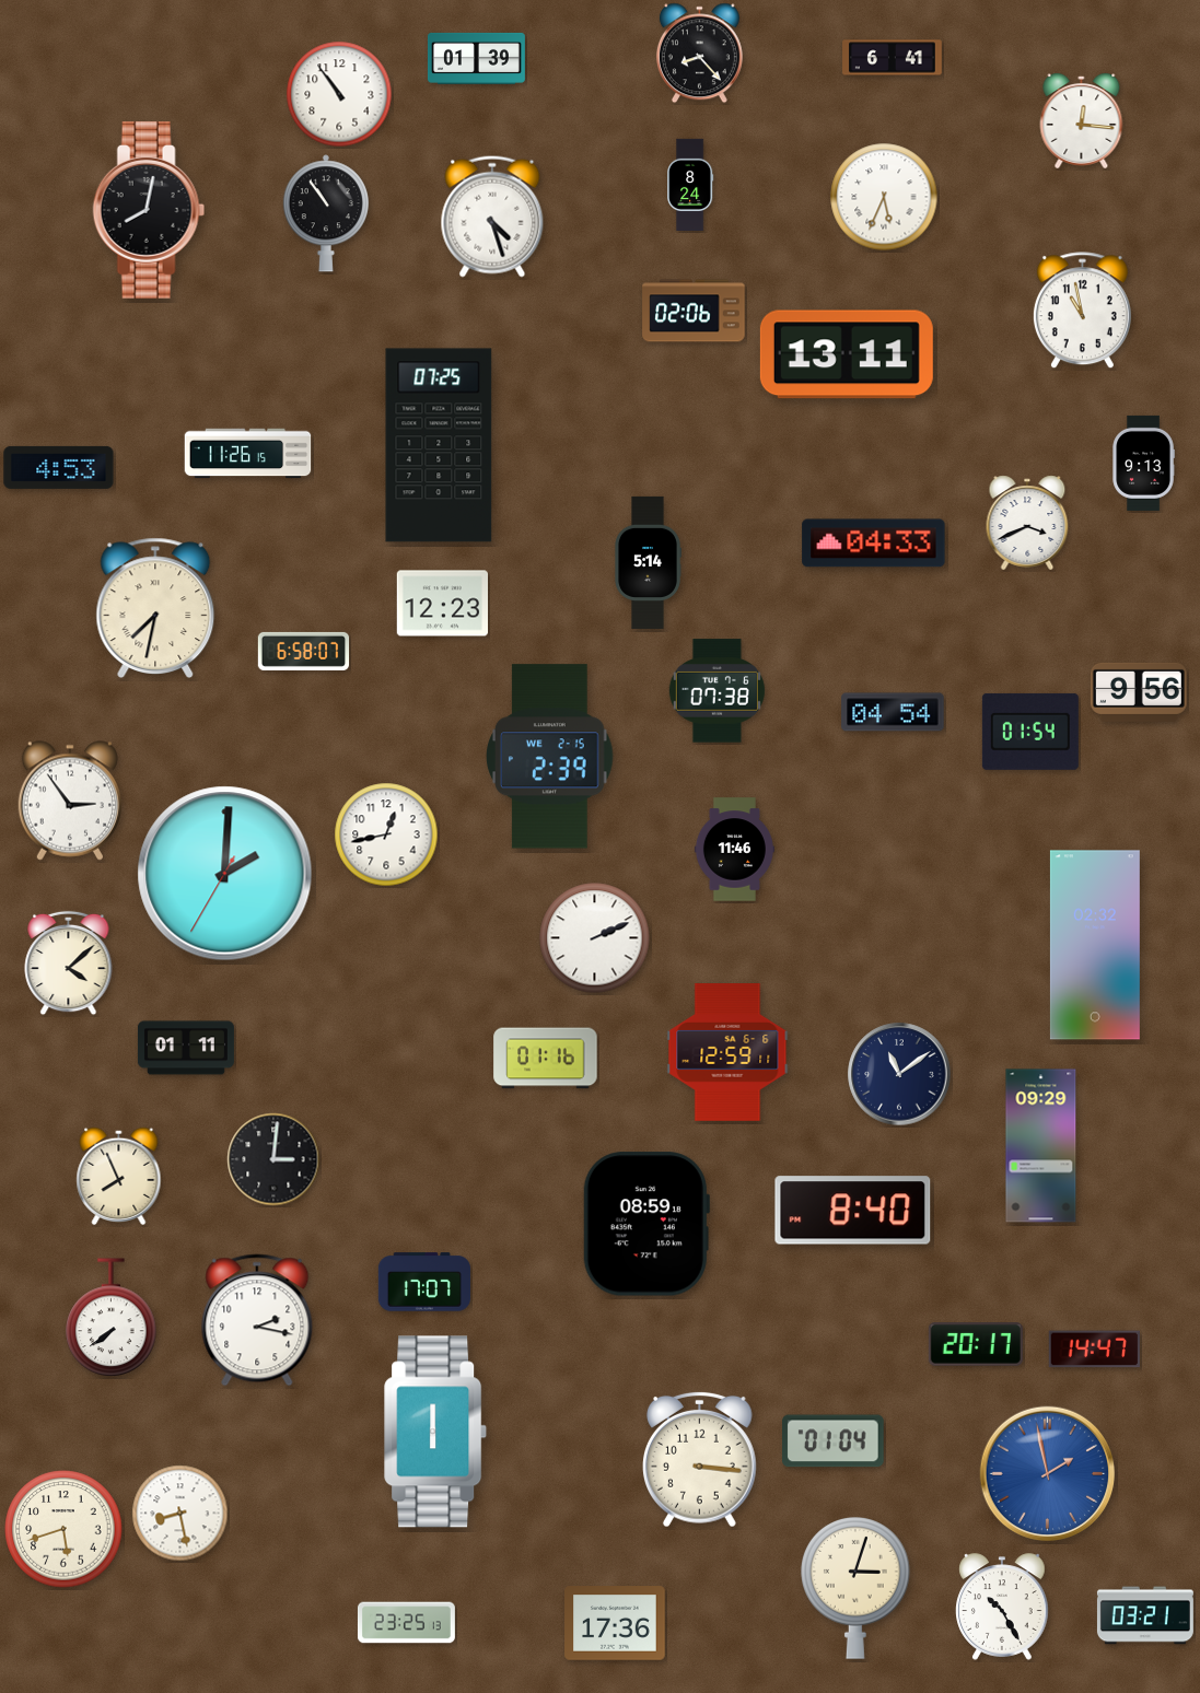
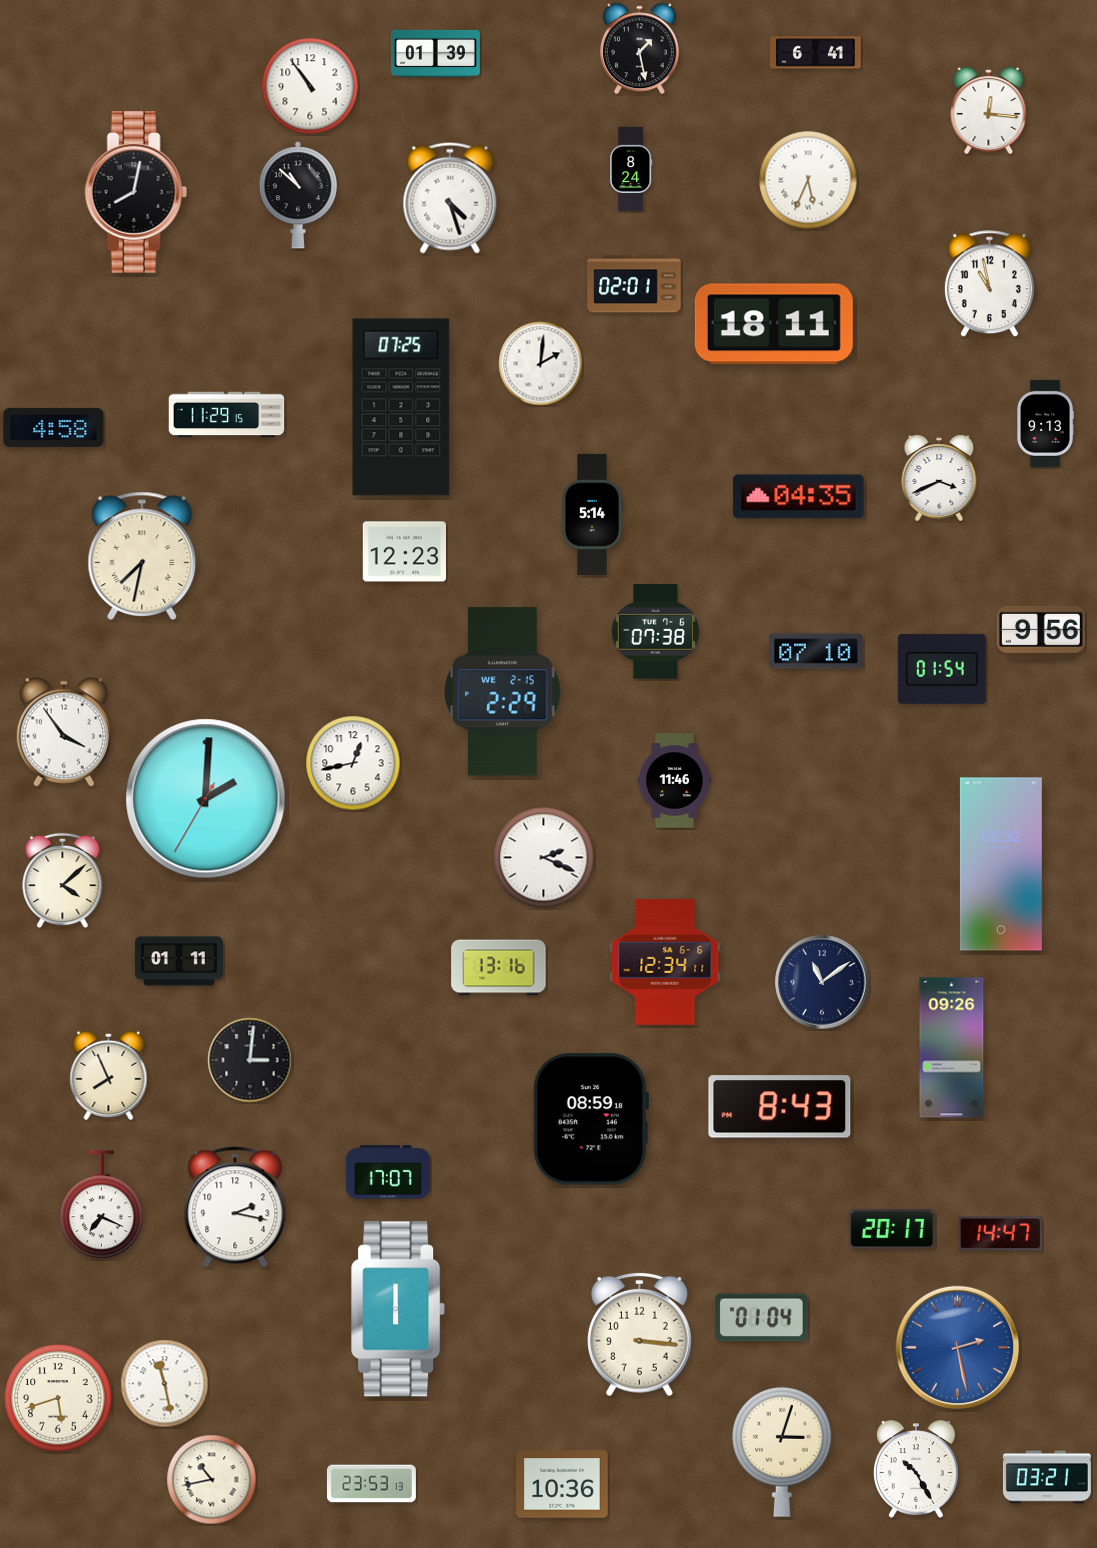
clock at (699, 54): 8:23 -> 1:28
clock at (326, 213): 10:54 -> 10:52
clock at (694, 311): 02:06 -> 02:01
clock at (847, 354): 13:11 -> 18:11
clock at (541, 364): none -> 2:01
clock at (248, 454): 11:26 -> 11:29
clock at (59, 467): 4:53 -> 4:58
clock at (874, 544): 04:33 -> 04:35
clock at (304, 651): 6:58 -> none
clock at (893, 712): 04:54 -> 07:10
clock at (550, 757): 2:39 -> 2:29
clock at (69, 801): 2:54 -> 3:54
clock at (734, 850) position: (734, 850) -> (674, 781)
clock at (595, 938): 2:11 -> 2:19
clock at (186, 1048) position: (186, 1048) -> (179, 961)
clock at (727, 1053): 12:59 -> 12:34
clock at (546, 1059): 01:16 -> 13:16
clock at (1041, 1146): 09:29 -> 09:26
clock at (853, 1211): 8:40 -> 8:43
clock at (112, 1318): 7:39 -> 7:19
clock at (1048, 1474): 1:58 -> 2:28
clock at (180, 1514): 8:28 -> 11:28
clock at (212, 1480): none -> 10:43
clock at (406, 1623): 23:25 -> 23:53
clock at (615, 1623): 17:36 -> 10:36
